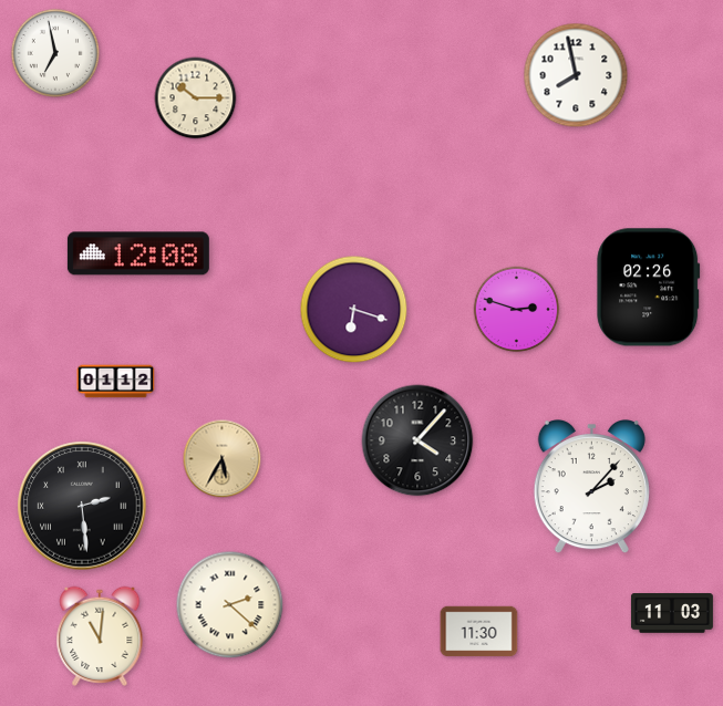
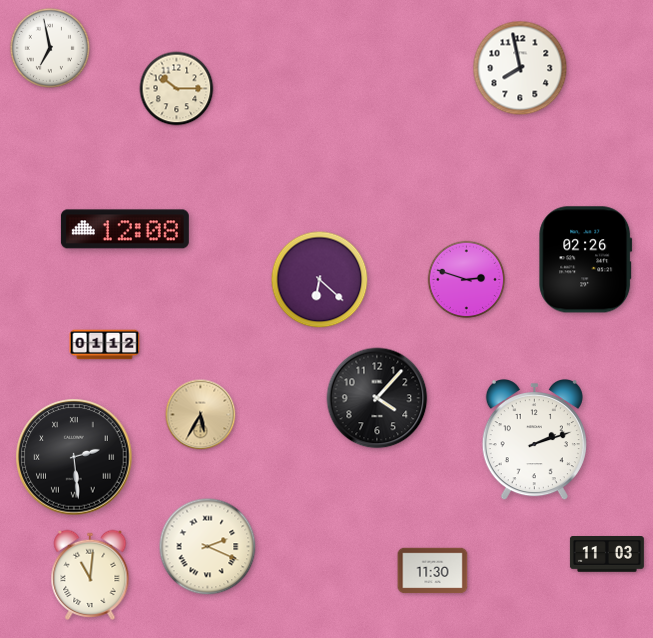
clock at (354, 310): 6:18 -> 6:22
clock at (591, 488): 2:07 -> 2:12
clock at (230, 605): 2:22 -> 2:19
